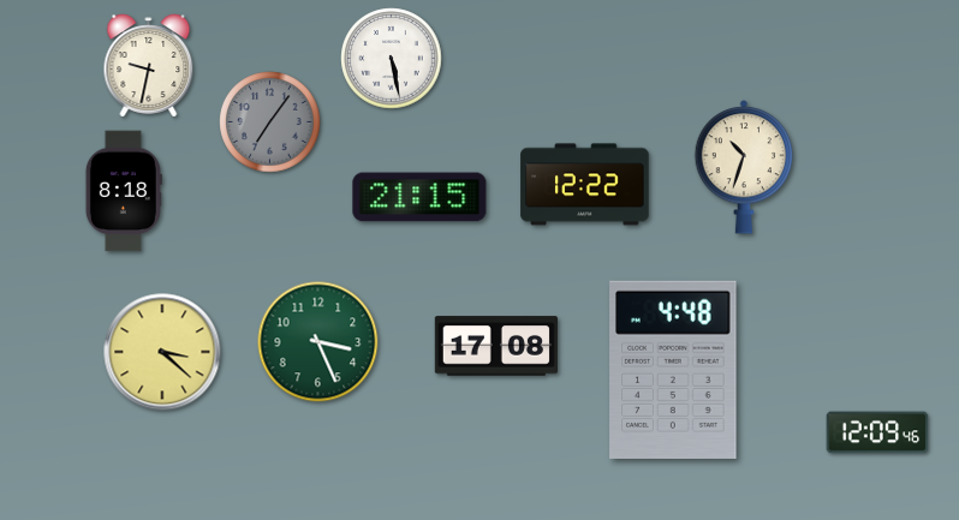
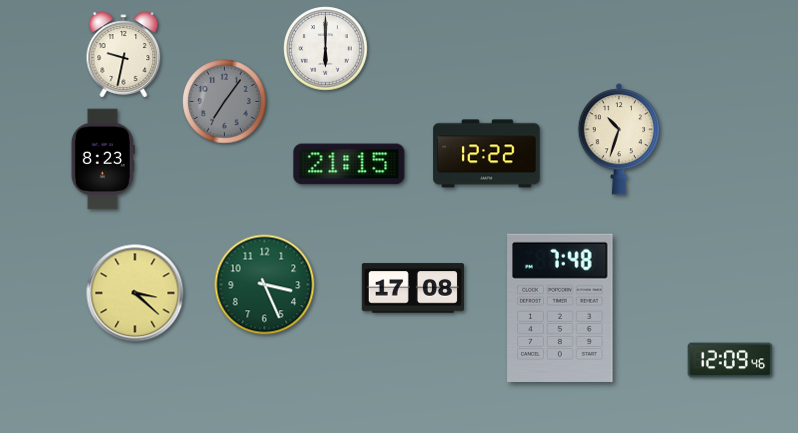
clock at (392, 59): 5:28 -> 6:00
clock at (124, 191): 8:18 -> 8:23
clock at (673, 369): 4:48 -> 7:48
